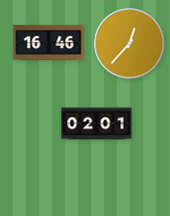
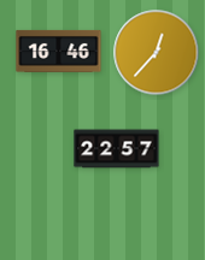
clock at (97, 124): 02:01 -> 22:57
